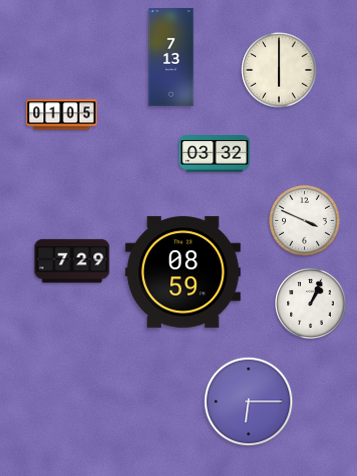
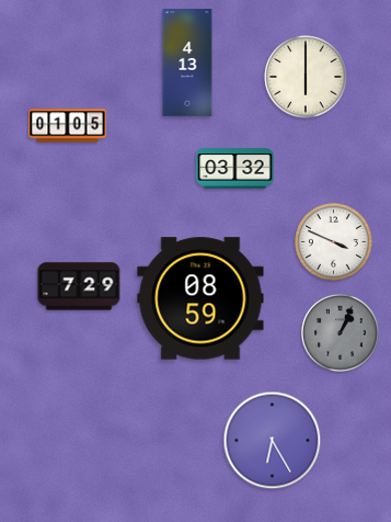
clock at (171, 57): 7:13 -> 4:13
clock at (311, 304) dial: white -> grey
clock at (249, 402): 6:15 -> 6:25
